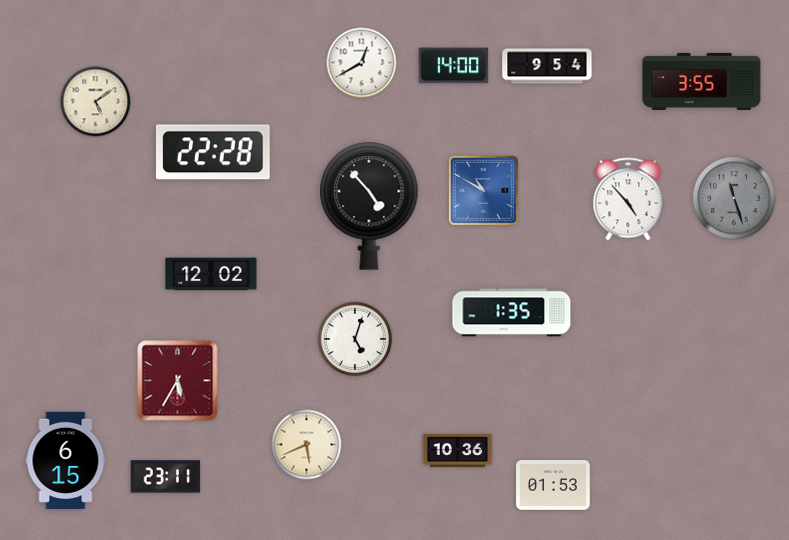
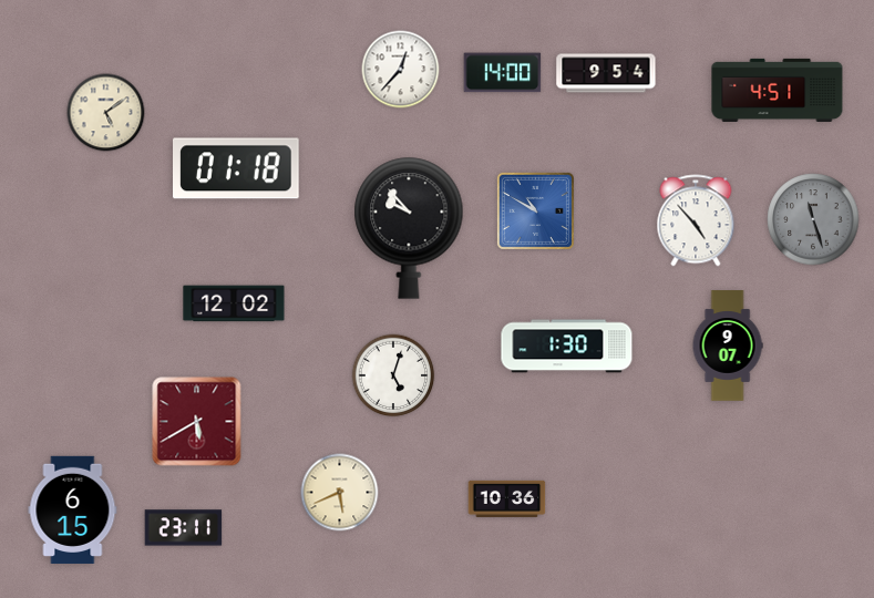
clock at (362, 63): 12:40 -> 12:37
clock at (702, 81): 3:55 -> 4:51
clock at (214, 152): 22:28 -> 01:18
clock at (369, 206): 4:53 -> 9:53
clock at (728, 346): none -> 9:07
clock at (512, 313): 1:35 -> 1:30
clock at (178, 381): 5:35 -> 5:40
clock at (553, 486): 01:53 -> none
